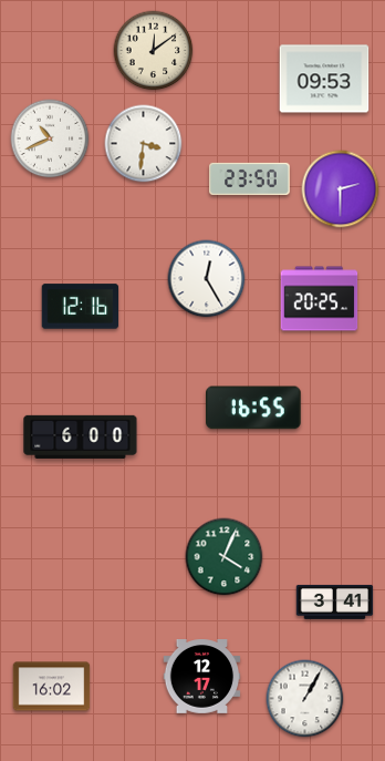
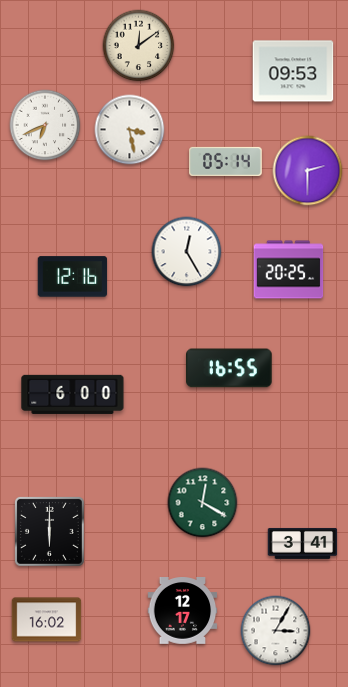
clock at (50, 138): 10:41 -> 6:41
clock at (144, 144): 3:31 -> 3:28
clock at (250, 178): 23:50 -> 05:14
clock at (225, 557): 4:04 -> 12:20
clock at (49, 531): none -> 6:00
clock at (305, 699): 1:05 -> 3:05
